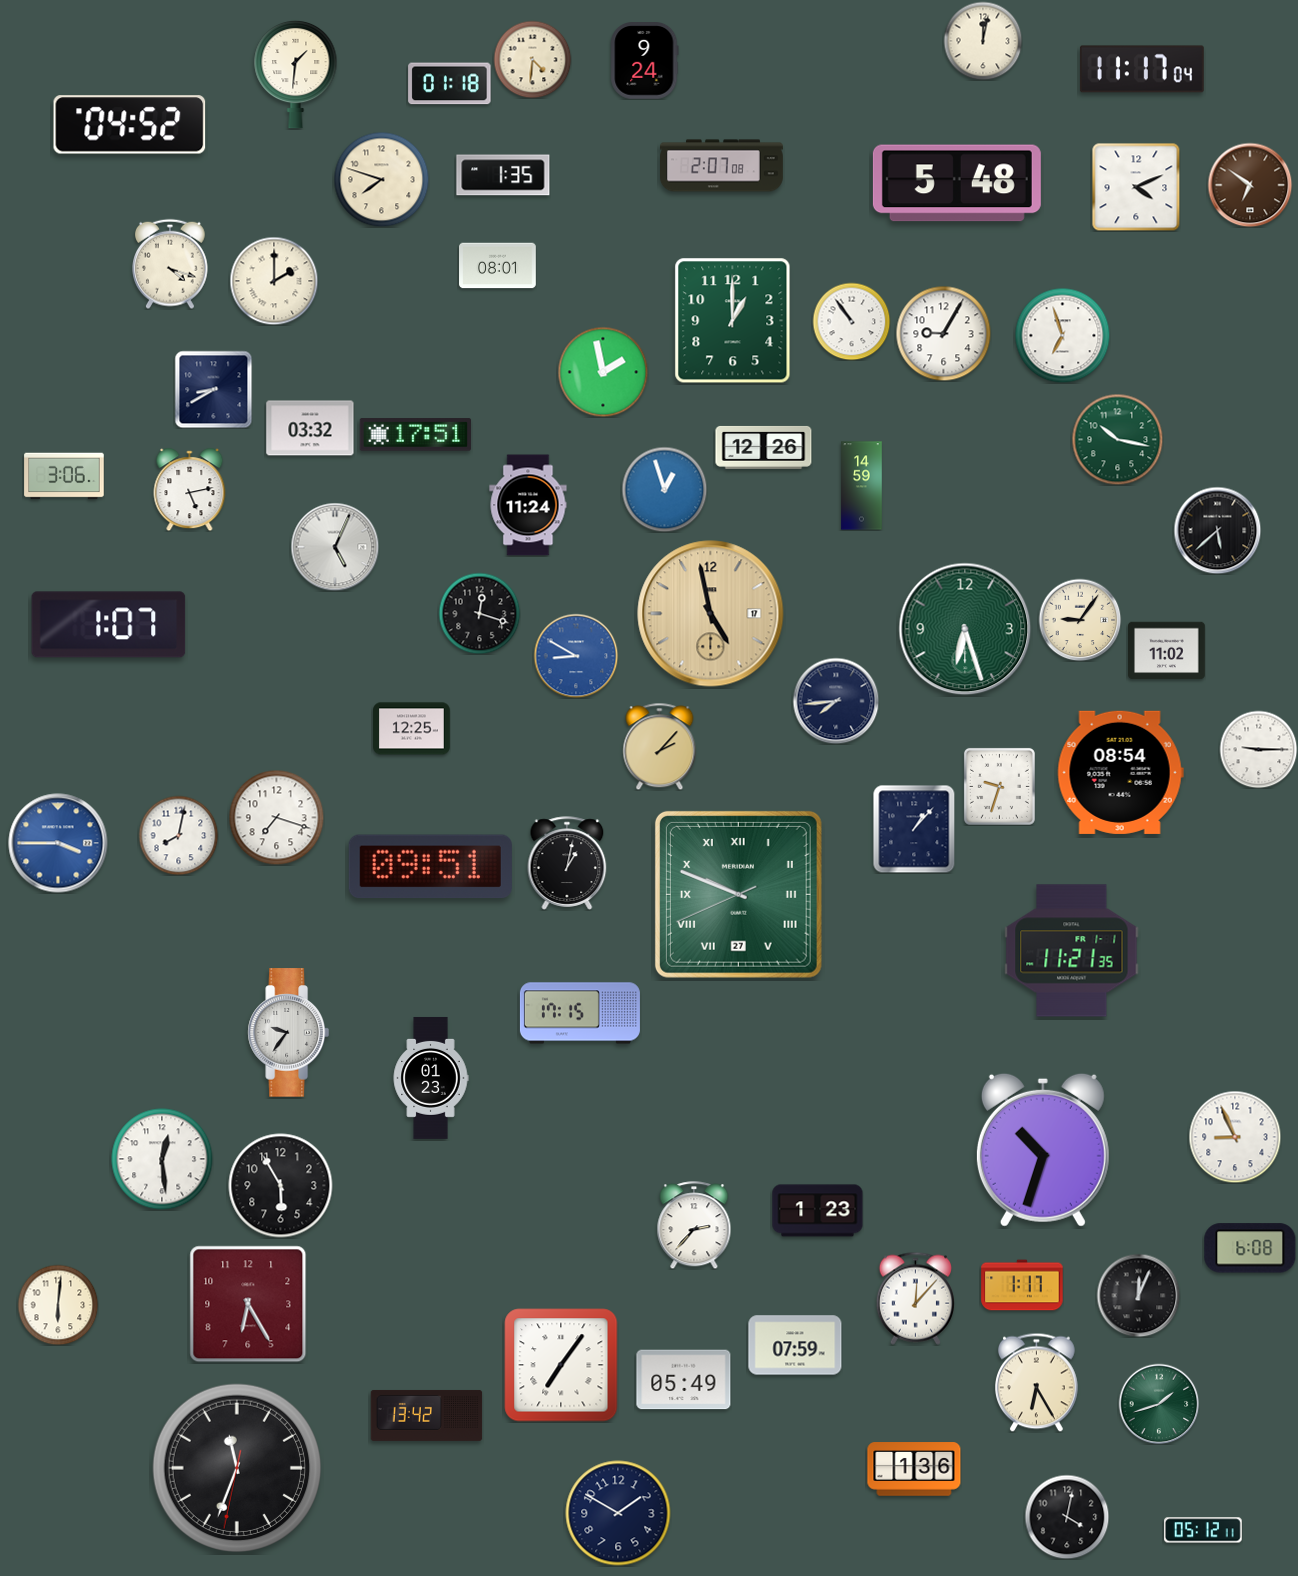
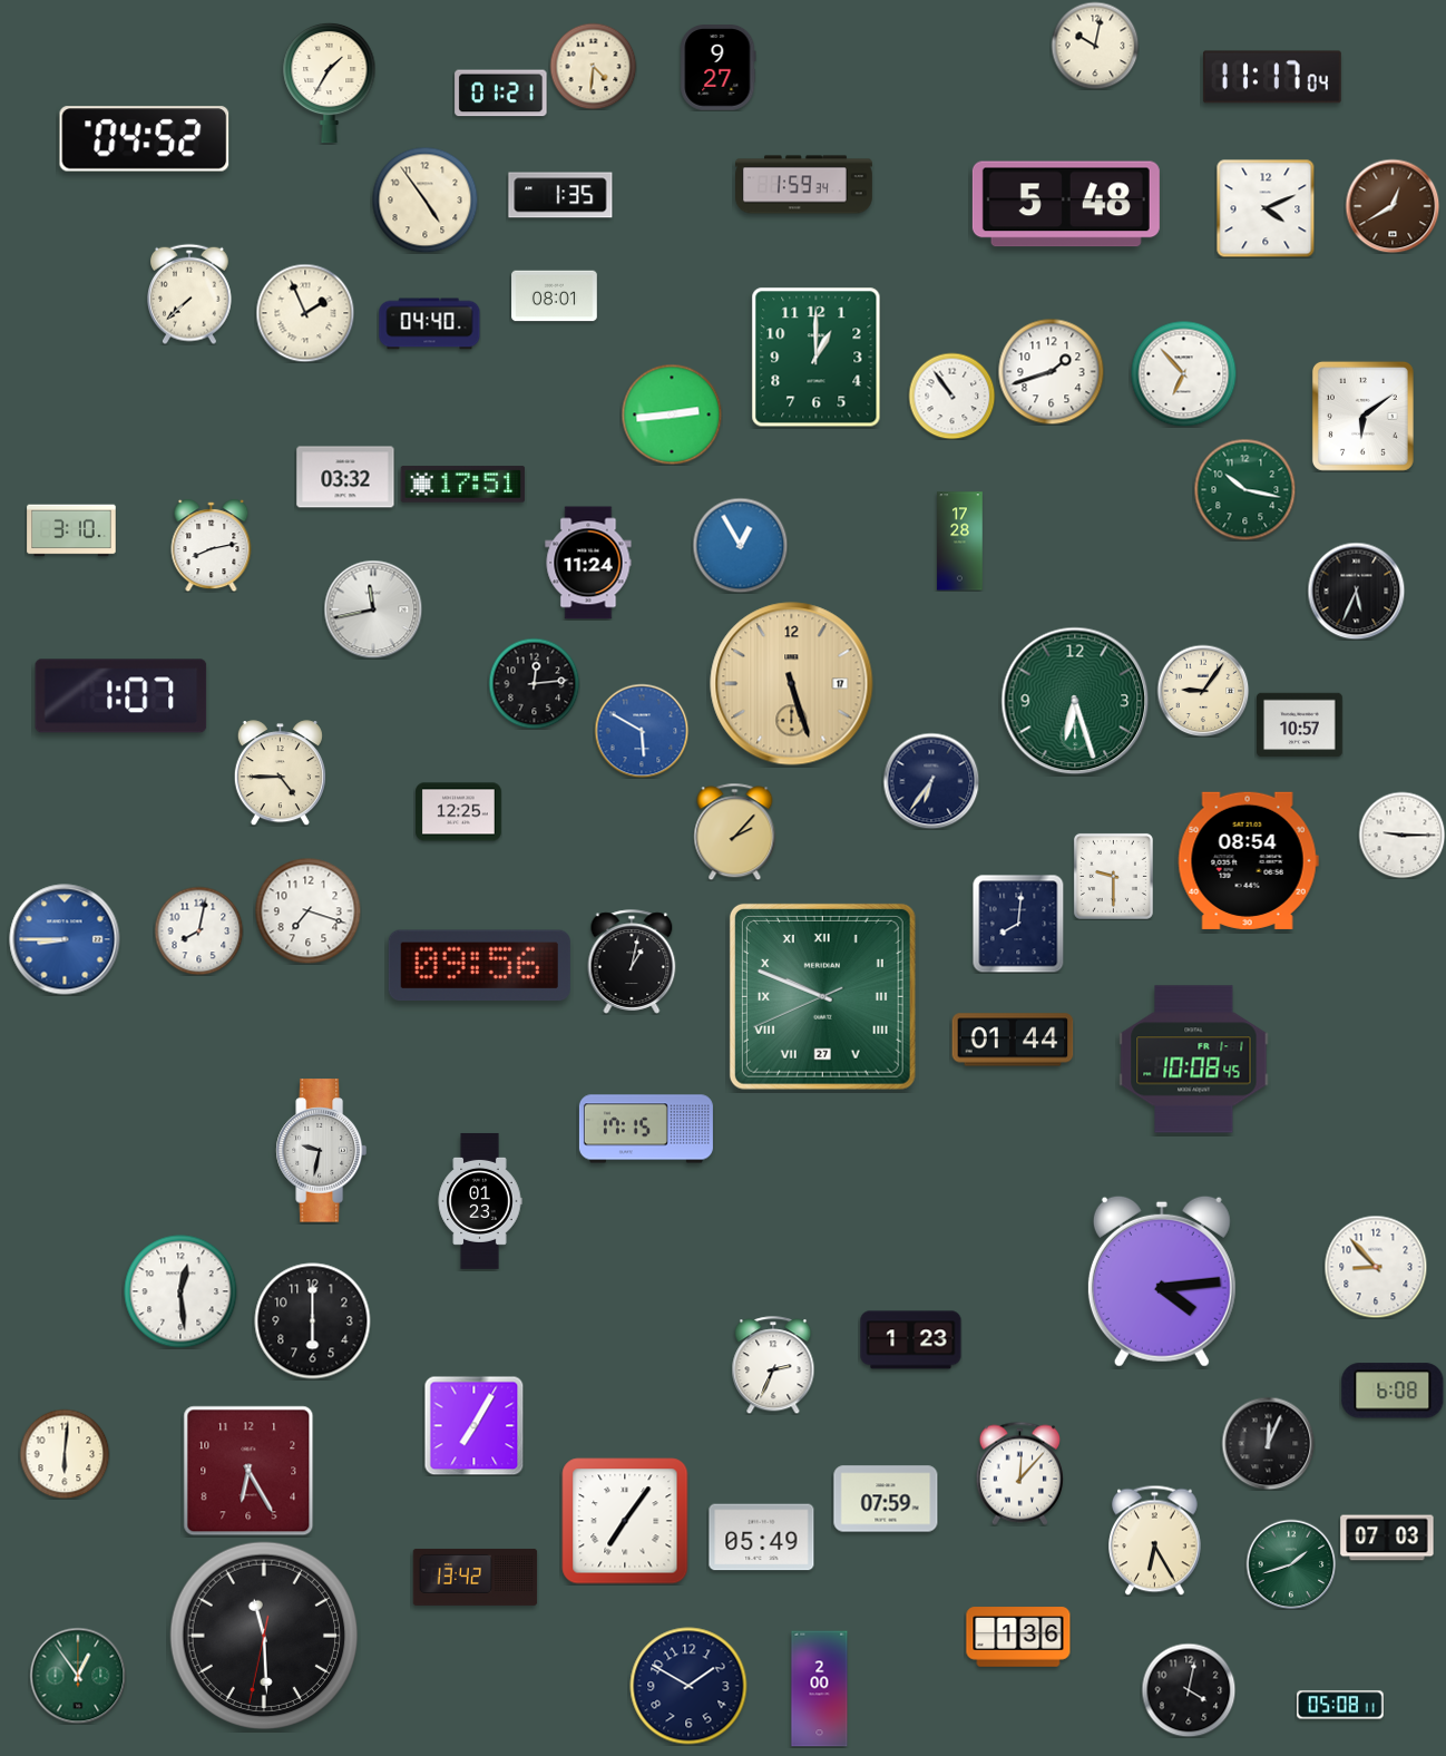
clock at (983, 41): 12:02 -> 10:02
clock at (645, 61): 9:24 -> 9:27
clock at (296, 74): 1:31 -> 1:35
clock at (450, 84): 01:18 -> 01:21
clock at (722, 166): 2:07 -> 1:59
clock at (381, 179): 7:48 -> 4:54
clock at (1250, 185): 6:51 -> 12:40
clock at (171, 264): 4:18 -> 7:38
clock at (274, 281): 2:00 -> 1:56
clock at (430, 324): none -> 04:40
clock at (851, 321) position: (851, 321) -> (951, 396)
clock at (943, 333): 9:05 -> 1:42
clock at (1062, 335): 6:57 -> 6:53
clock at (603, 372): 1:58 -> 2:44
clock at (1362, 416): none -> 6:09
clock at (213, 389): 8:40 -> none
clock at (764, 447): 12:26 -> none
clock at (64, 476): 3:06 -> 3:10
clock at (862, 486): 14:59 -> 17:28
clock at (664, 489): 12:57 -> 12:55
clock at (190, 490): 5:13 -> 8:13
clock at (1217, 530): 5:38 -> 5:34
clock at (335, 547): 5:04 -> 11:43
clock at (479, 613): 12:18 -> 12:14
clock at (711, 614): 4:58 -> 5:27
clock at (1167, 651): 11:02 -> 10:57
clock at (576, 656): 8:50 -> 5:50
clock at (280, 773): none -> 4:45
clock at (836, 701): 7:44 -> 6:36
clock at (999, 786): 9:33 -> 9:30
clock at (914, 829): 1:07 -> 8:01
clock at (58, 843): 3:45 -> 8:45
clock at (430, 867): 09:51 -> 09:56
clock at (1013, 1040): none -> 01:44
clock at (1072, 951): 11:21 -> 10:08
clock at (288, 1033): 9:36 -> 9:32
clock at (1235, 1137): 8:56 -> 8:53
clock at (1043, 1150): 10:33 -> 4:14
clock at (281, 1186): 5:55 -> 6:00
clock at (818, 1211) position: (818, 1211) -> (911, 1340)
clock at (694, 1225): 2:37 -> 2:34
clock at (473, 1425): none -> 7:05
clock at (1022, 1285): 1:17 -> none
clock at (915, 1298) position: (915, 1298) -> (1019, 1473)
clock at (248, 1304) position: (248, 1304) -> (248, 1471)
clock at (1387, 1538): none -> 07:03
clock at (237, 1468): 11:33 -> 11:29
clock at (78, 1676): none -> 12:54
clock at (820, 1689): none -> 2:00
clock at (1204, 1530): 05:12 -> 05:08
